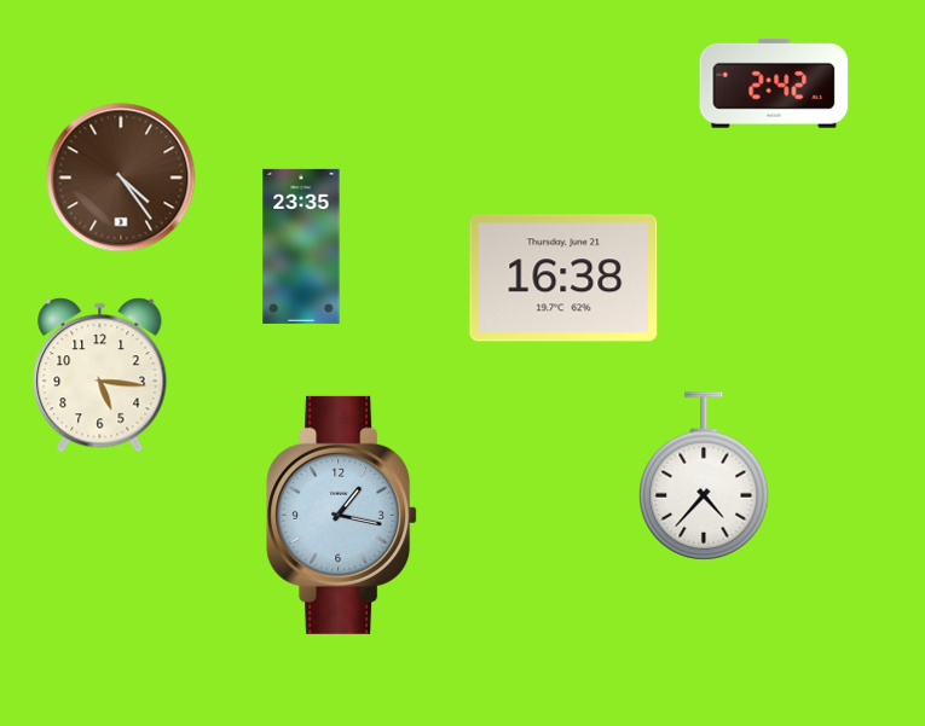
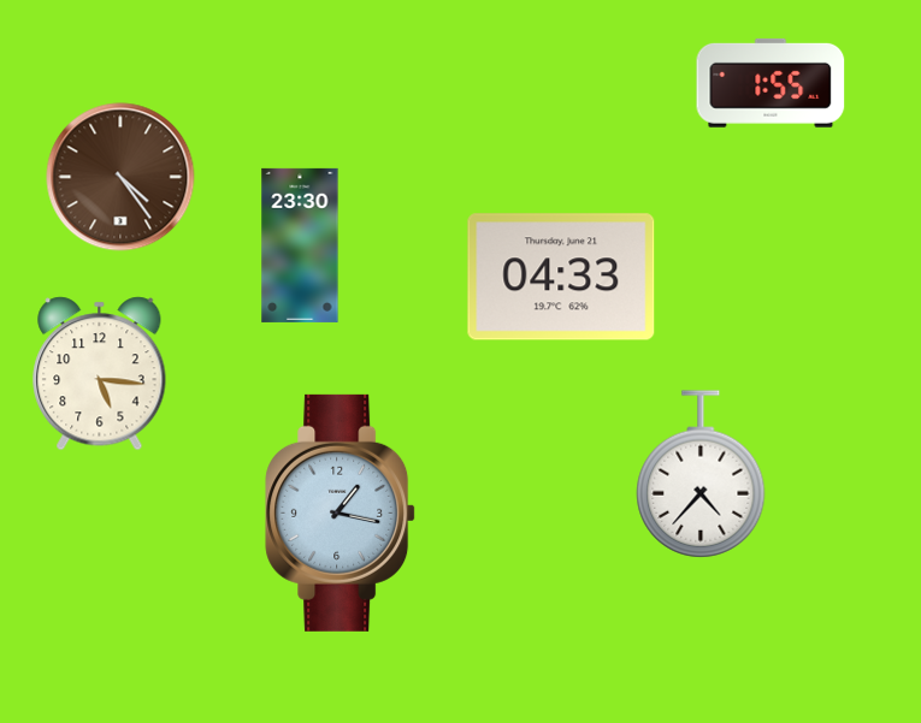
clock at (774, 83): 2:42 -> 1:55
clock at (301, 246): 23:35 -> 23:30
clock at (563, 278): 16:38 -> 04:33
